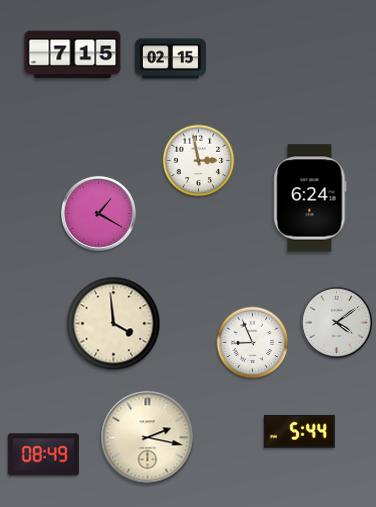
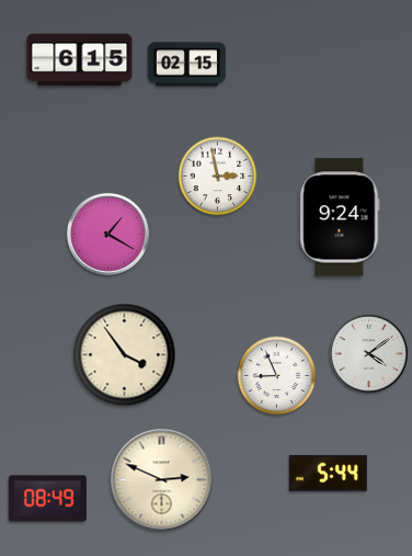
clock at (73, 55): 7:15 -> 6:15
clock at (310, 198): 6:24 -> 9:24
clock at (114, 324): 3:59 -> 3:54
clock at (148, 438): 2:17 -> 2:49
